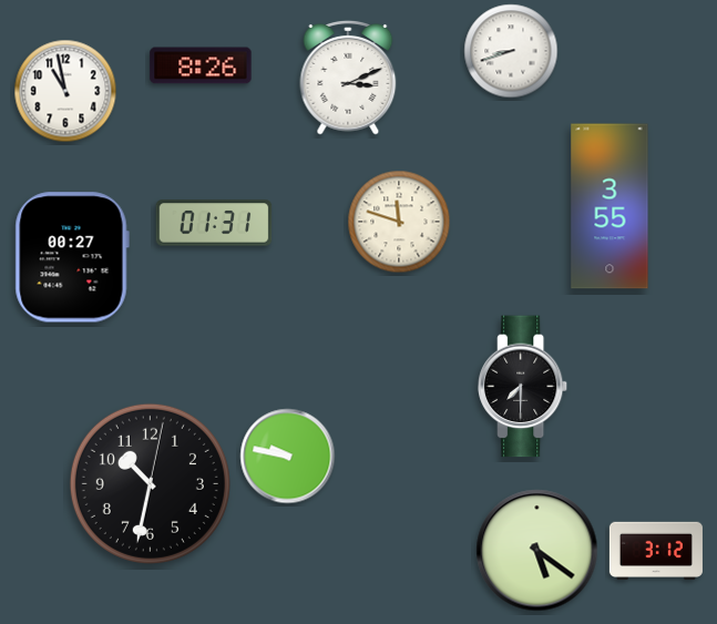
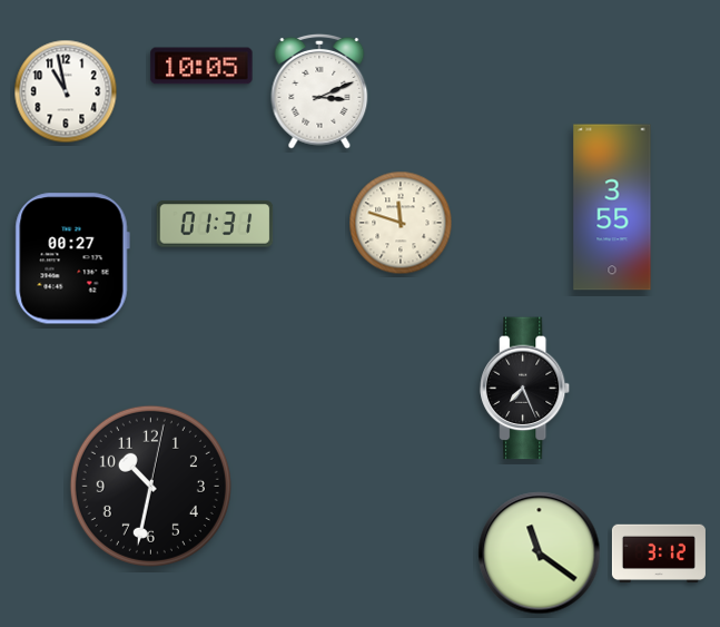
clock at (511, 51): 8:42 -> none
clock at (201, 65): 8:26 -> 10:05
clock at (348, 78) position: (348, 78) -> (319, 91)
clock at (523, 387): 7:30 -> 7:26
clock at (288, 457): 9:47 -> none
clock at (537, 551): 5:21 -> 11:21
